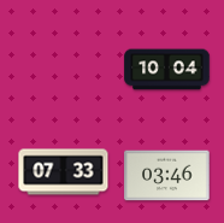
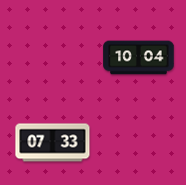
clock at (167, 176): 03:46 -> none
